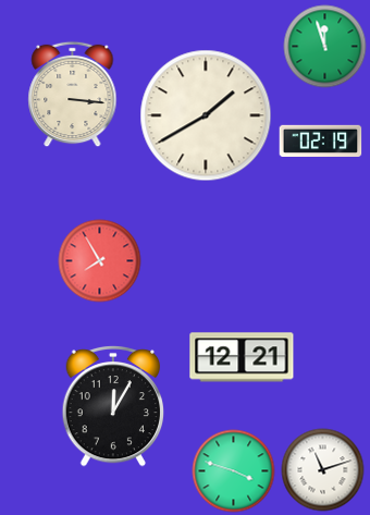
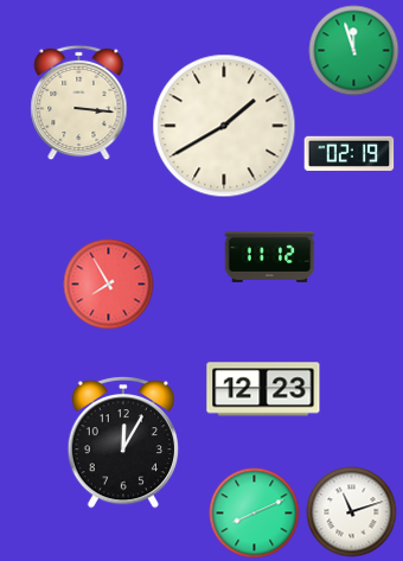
clock at (270, 256): none -> 11:12
clock at (242, 357): 12:21 -> 12:23
clock at (234, 471): 3:48 -> 8:11
